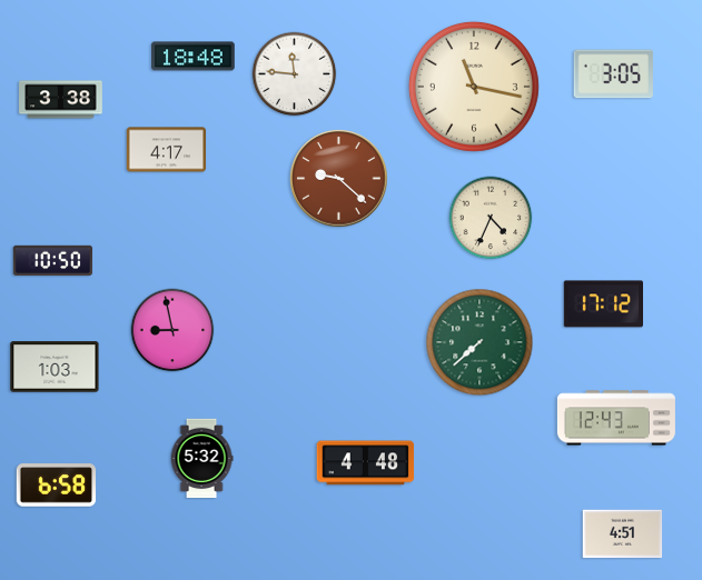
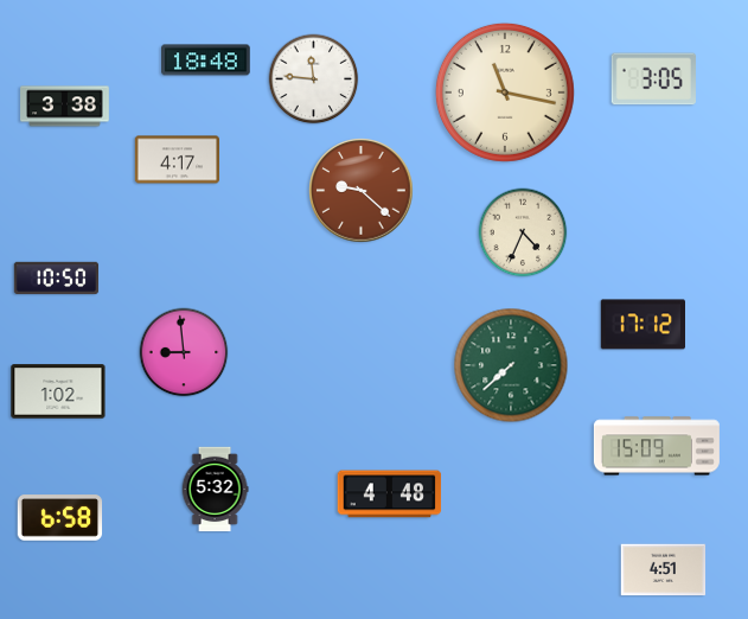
clock at (172, 330): 8:58 -> 8:59
clock at (55, 367): 1:03 -> 1:02
clock at (616, 418): 12:43 -> 15:09
